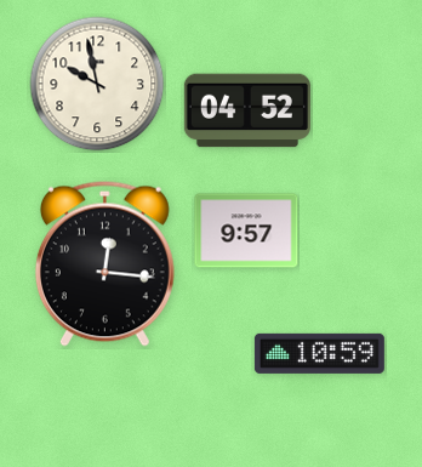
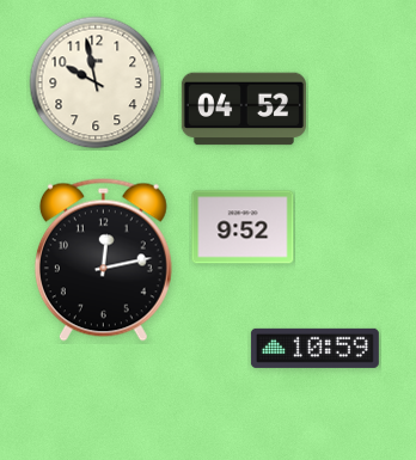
clock at (246, 230): 9:57 -> 9:52
clock at (104, 263): 12:16 -> 12:13
